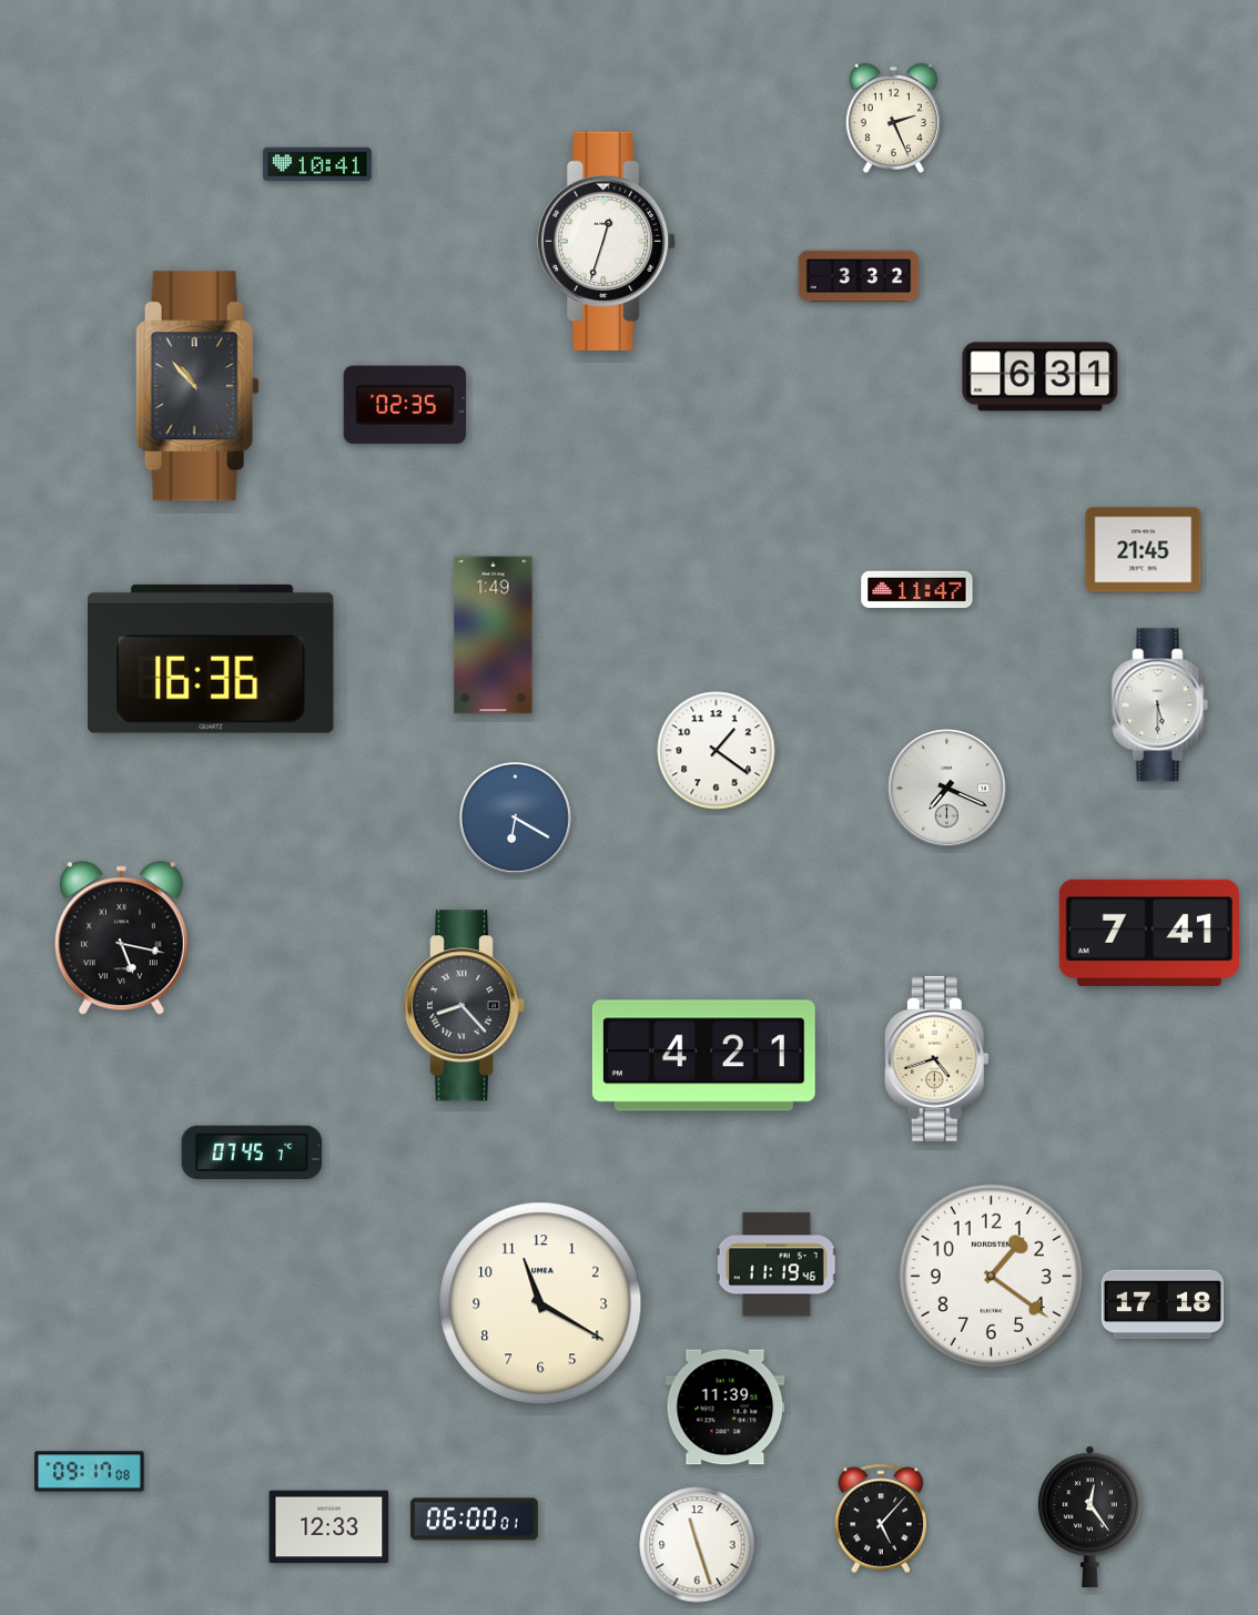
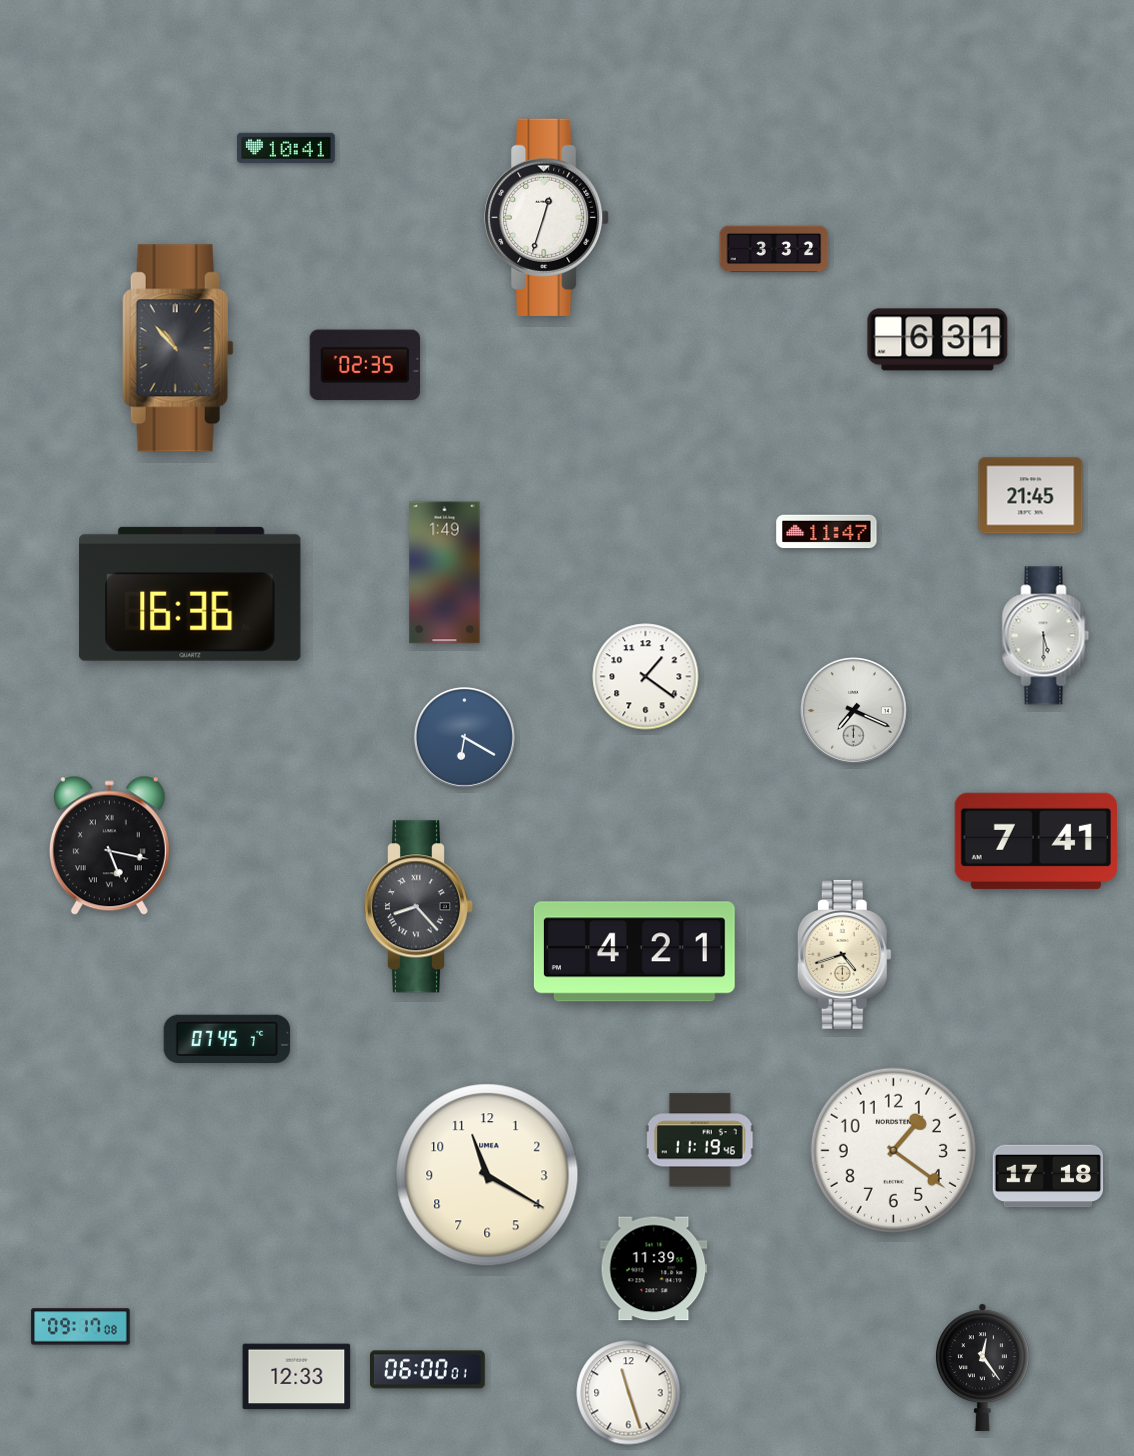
clock at (893, 119): 2:26 -> none
clock at (881, 1518): 5:07 -> none
